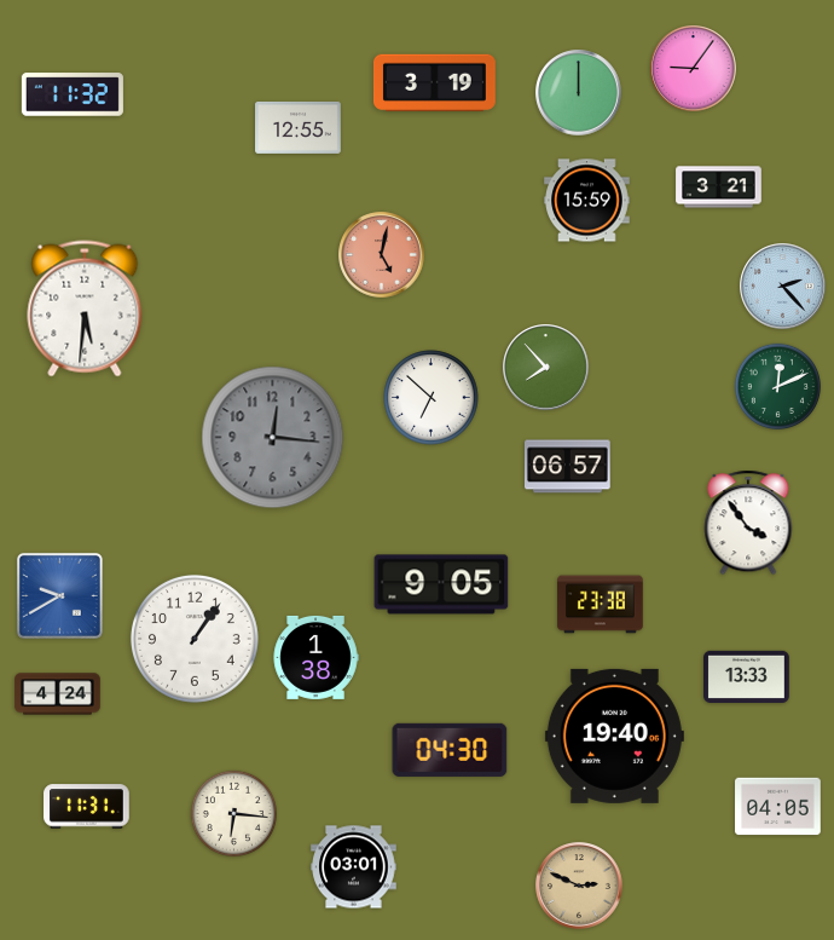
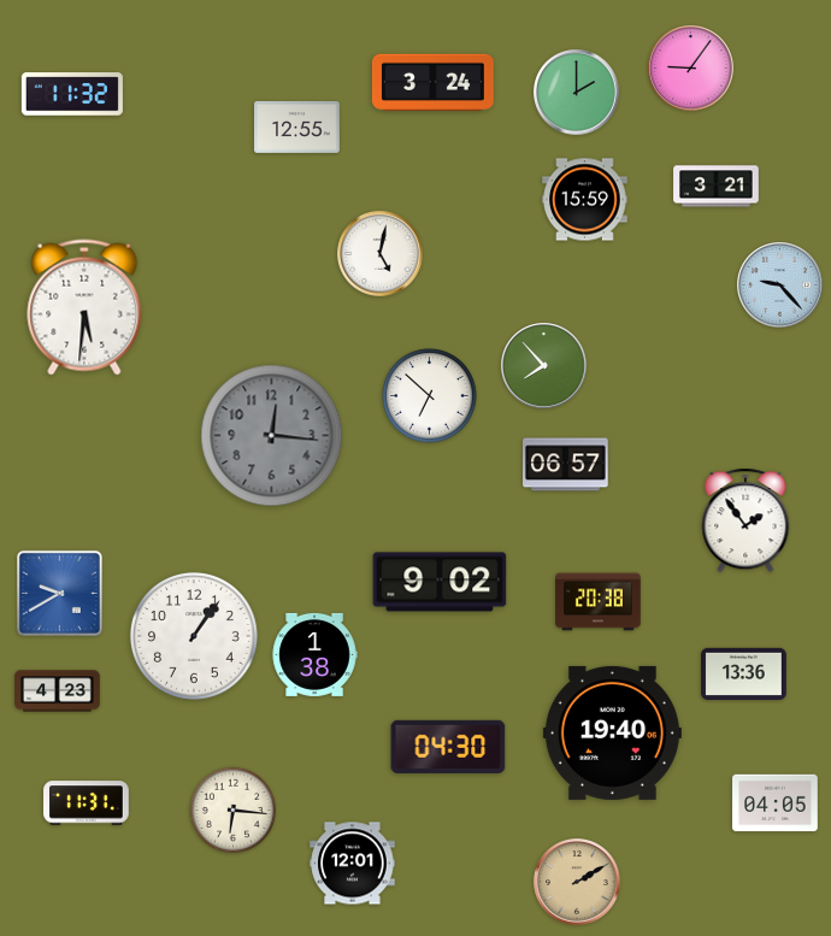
clock at (434, 82): 3:19 -> 3:24
clock at (579, 93): 12:00 -> 2:00
clock at (382, 255) dial: salmon -> white
clock at (783, 287): 2:23 -> 9:23
clock at (777, 386): 12:11 -> none
clock at (748, 523): 3:54 -> 1:54
clock at (441, 584): 9:05 -> 9:02
clock at (601, 605): 23:38 -> 20:38
clock at (747, 676): 13:33 -> 13:36
clock at (58, 694): 4:24 -> 4:23
clock at (354, 867): 03:01 -> 12:01
clock at (579, 886): 2:49 -> 2:10
